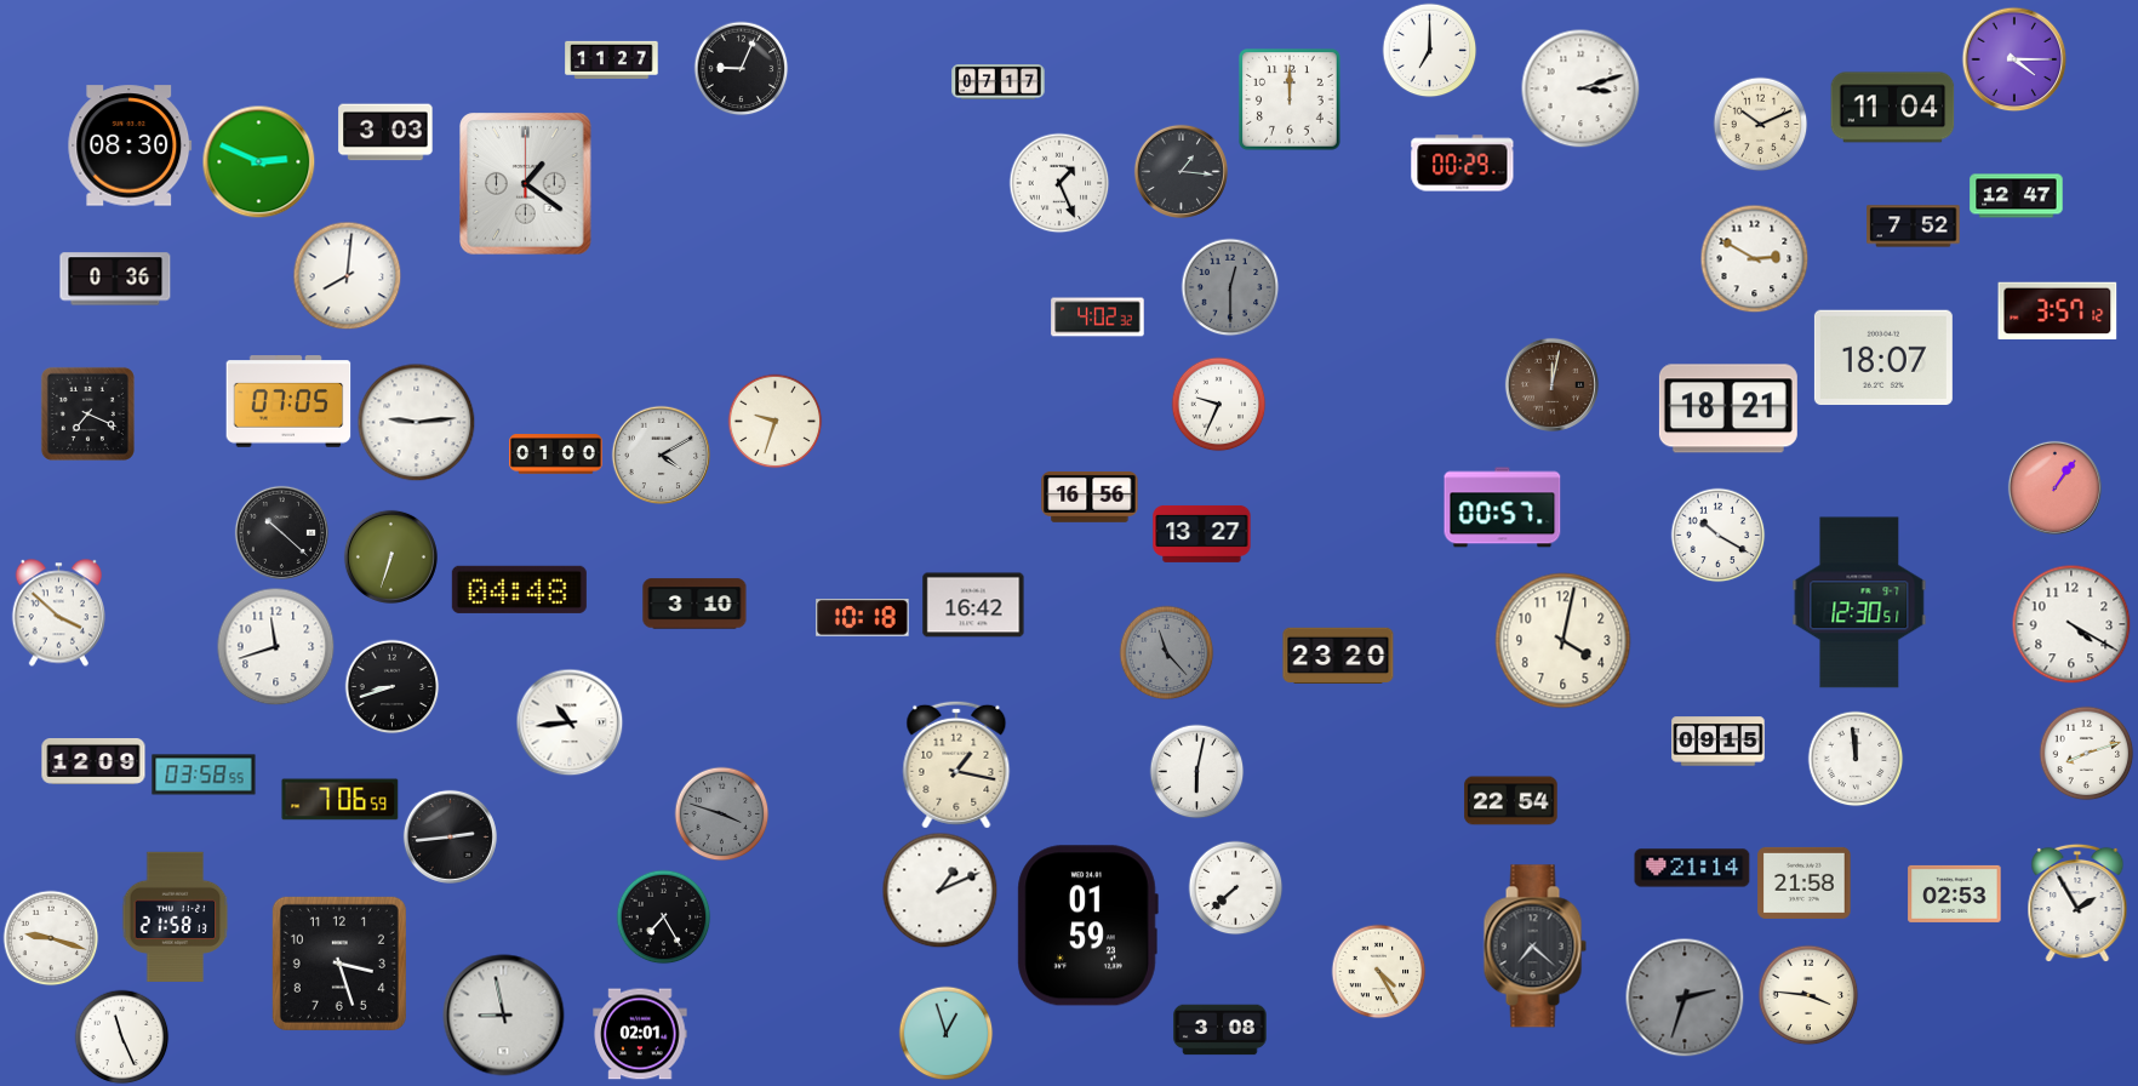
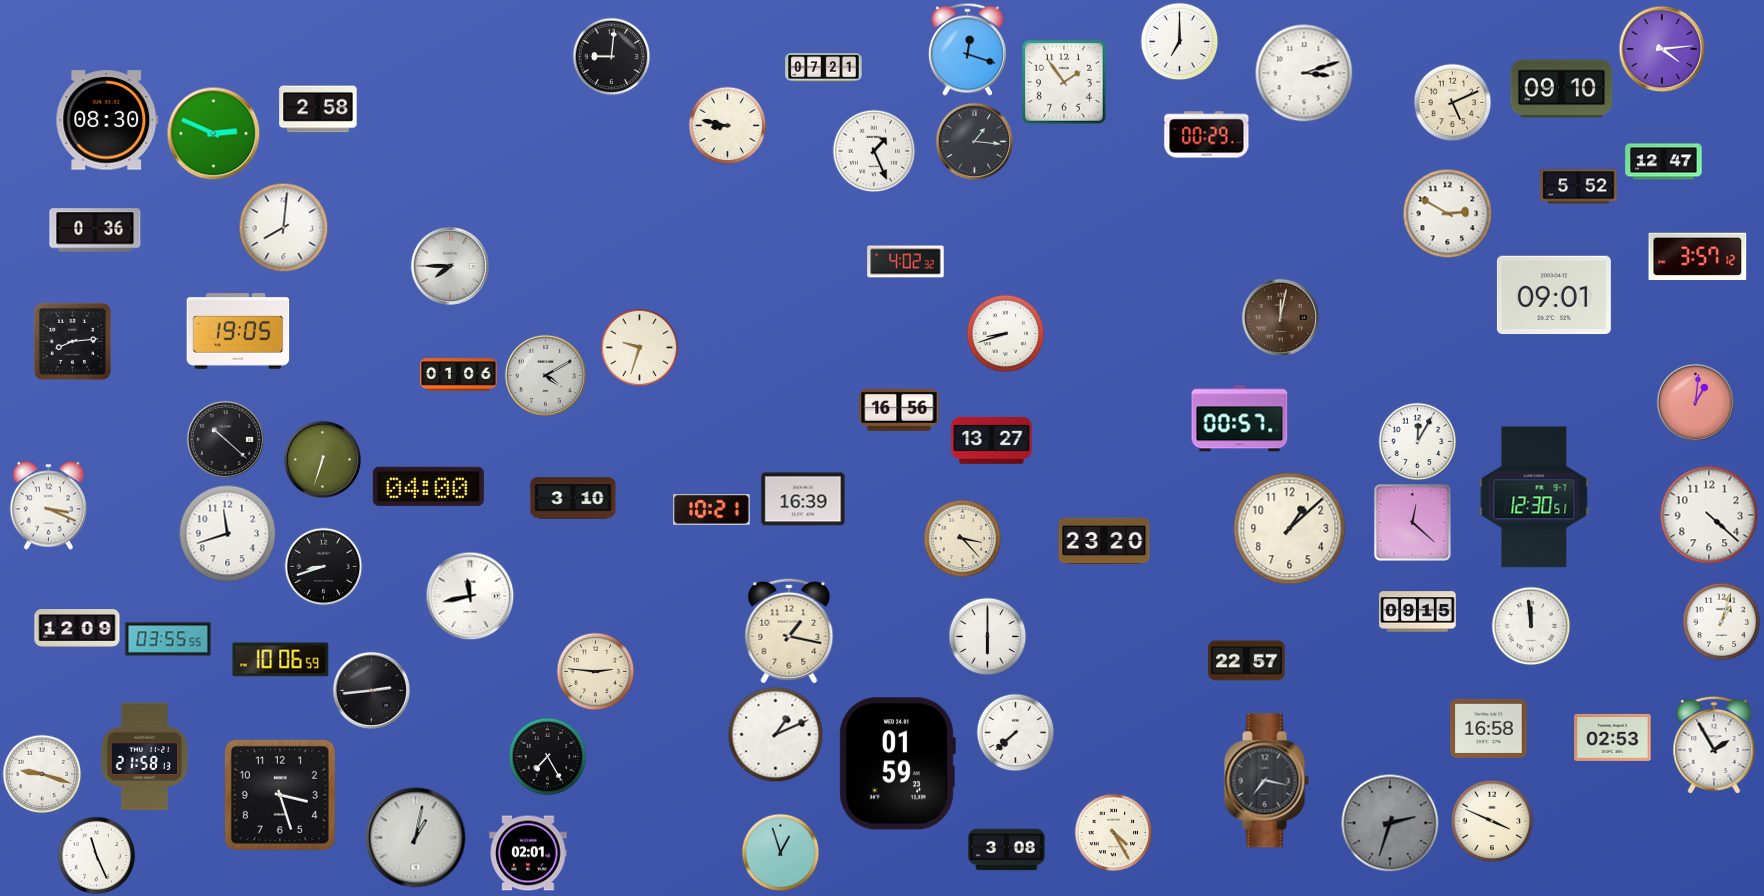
clock at (612, 59): 11:27 -> none
clock at (967, 49): none -> 12:18
clock at (2014, 59): 4:15 -> 4:14
clock at (741, 68): 9:04 -> 9:01
clock at (999, 82): 07:17 -> 07:21
clock at (1290, 99): 12:00 -> 1:54
clock at (1893, 108): 11:04 -> 09:10
clock at (1760, 124): 10:11 -> 5:11
clock at (385, 132): 3:03 -> 2:58
clock at (727, 125): none -> 8:47
clock at (526, 184): 1:21 -> none
clock at (1914, 227): 7:52 -> 5:52
clock at (347, 275) position: (347, 275) -> (283, 227)
clock at (1230, 287): 12:30 -> none
clock at (450, 266): none -> 7:45
clock at (1883, 358): 18:07 -> 09:01
clock at (288, 401): 07:05 -> 19:05
clock at (1218, 404): 9:34 -> 8:42
clock at (1728, 408): 18:21 -> none
clock at (87, 413): 7:19 -> 8:14
clock at (416, 422): 9:14 -> none
clock at (556, 455): 01:00 -> 01:06
clock at (2054, 487): 1:06 -> 1:01
clock at (281, 532) position: (281, 532) -> (225, 439)
clock at (1717, 535): 10:20 -> 12:05
clock at (519, 589): 04:48 -> 04:00
clock at (973, 605): 16:42 -> 16:39
clock at (58, 613): 3:52 -> 3:19
clock at (863, 618): 10:18 -> 10:21
clock at (2071, 624): 4:20 -> 4:22
clock at (1412, 522): none -> 12:22
clock at (1564, 641): 4:02 -> 1:08
clock at (1166, 652): 11:23 -> 3:23
clock at (1166, 652) dial: grey -> cream
clock at (570, 722): 10:44 -> 11:43
clock at (2086, 753): 8:12 -> 1:03
clock at (1196, 771): 6:02 -> 6:00
clock at (204, 775): 03:58 -> 03:55
clock at (341, 800): 7:06 -> 10:06
clock at (1511, 801): 22:54 -> 22:57
clock at (721, 813): 3:48 -> 2:46
clock at (721, 813) dial: grey -> cream
clock at (1692, 868): 21:14 -> none
clock at (1805, 882): 21:58 -> 16:58
clock at (1235, 887) position: (1235, 887) -> (1015, 732)
clock at (1534, 947): 7:22 -> 7:17
clock at (1378, 971) position: (1378, 971) -> (1113, 832)
clock at (1808, 995): 3:46 -> 3:49
clock at (504, 1016): 8:58 -> 1:02
clock at (121, 1036) position: (121, 1036) -> (96, 855)
